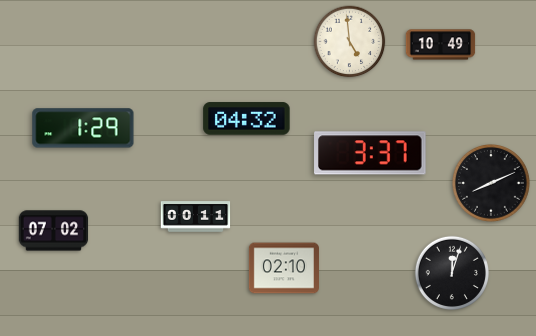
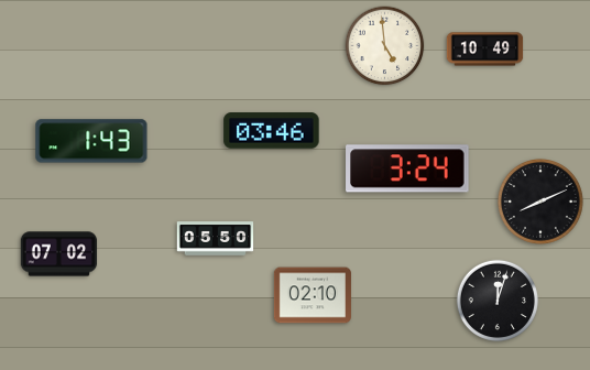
clock at (247, 119): 04:32 -> 03:46
clock at (83, 128): 1:29 -> 1:43
clock at (370, 153): 3:37 -> 3:24
clock at (196, 217): 00:11 -> 05:50
